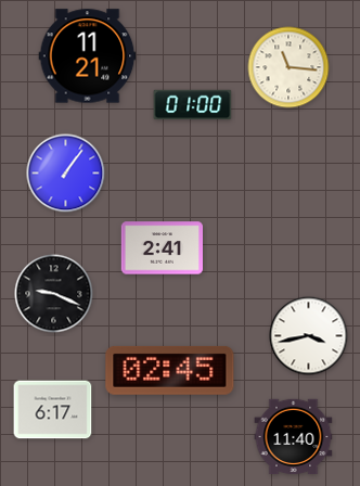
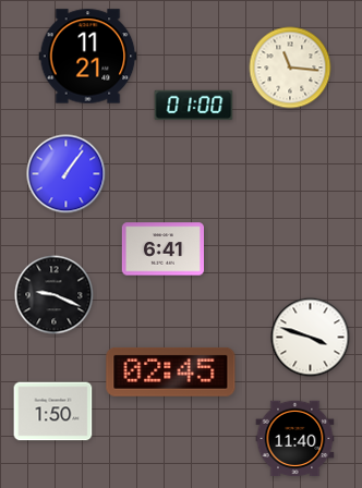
clock at (162, 248): 2:41 -> 6:41
clock at (309, 336): 3:43 -> 3:48
clock at (53, 410): 6:17 -> 1:50
